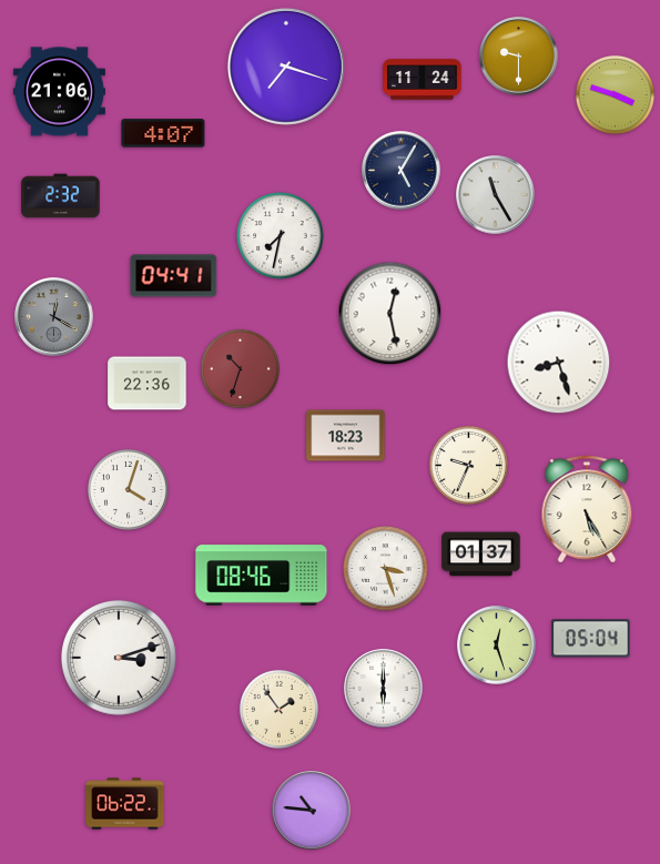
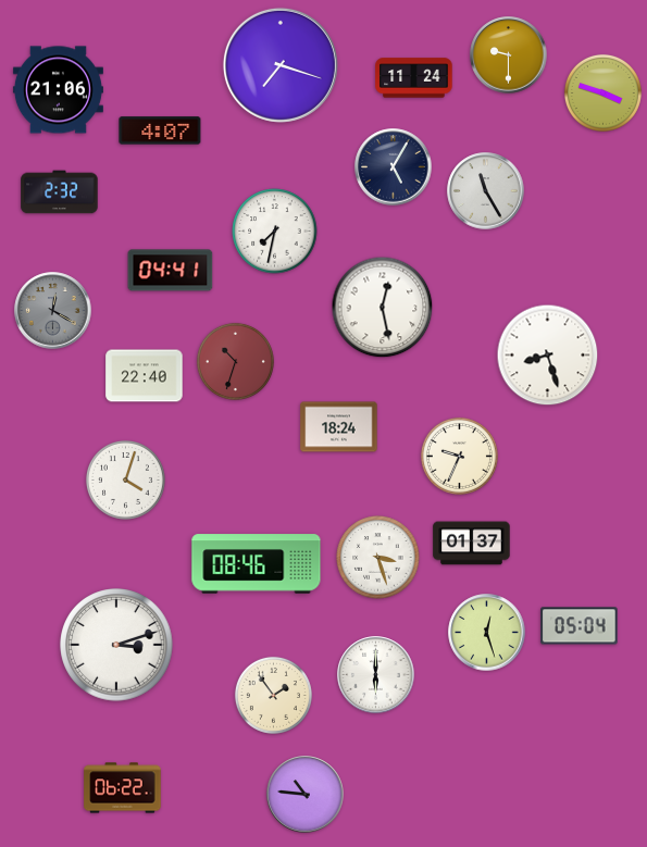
clock at (148, 384): 22:36 -> 22:40
clock at (346, 436): 18:23 -> 18:24
clock at (587, 509): 5:25 -> none
